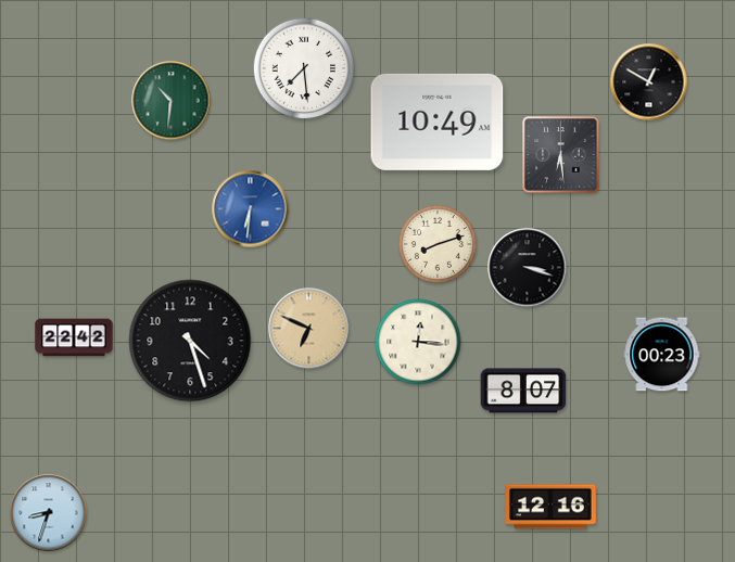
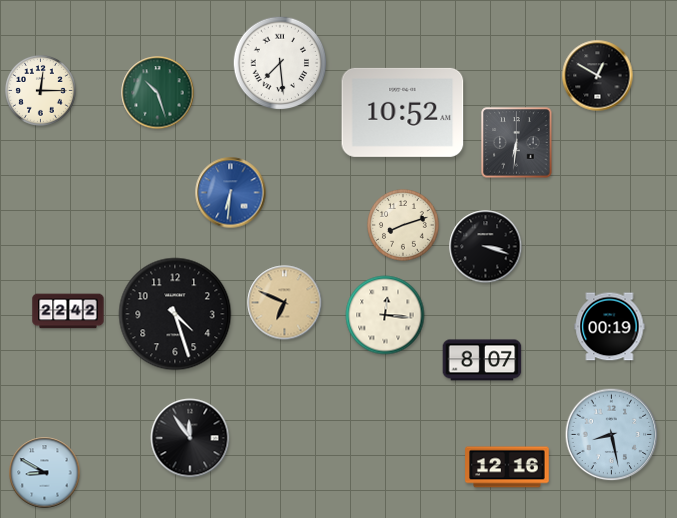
clock at (40, 90): none -> 12:15
clock at (172, 101): 10:31 -> 10:27
clock at (438, 122): 10:49 -> 10:52
clock at (561, 155): 6:29 -> 6:31
clock at (662, 355): 00:23 -> 00:19
clock at (612, 435): none -> 8:28
clock at (190, 438): none -> 11:54
clock at (49, 513): 8:33 -> 8:50
